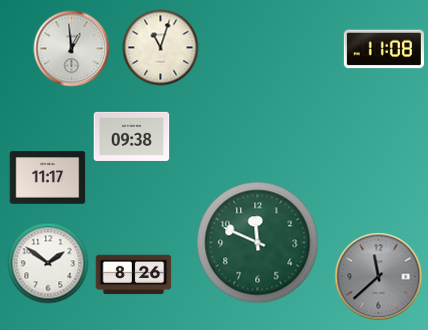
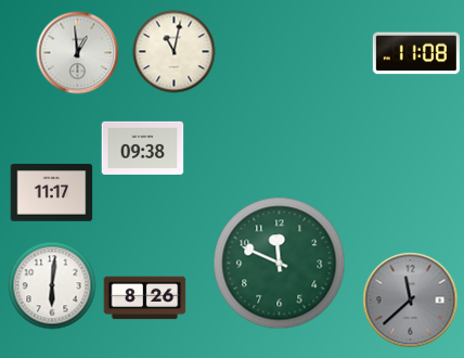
clock at (161, 48): 11:03 -> 11:02
clock at (48, 263): 1:51 -> 6:01
